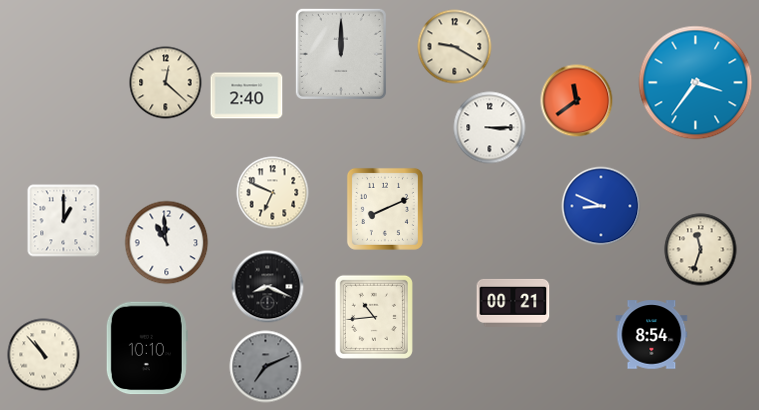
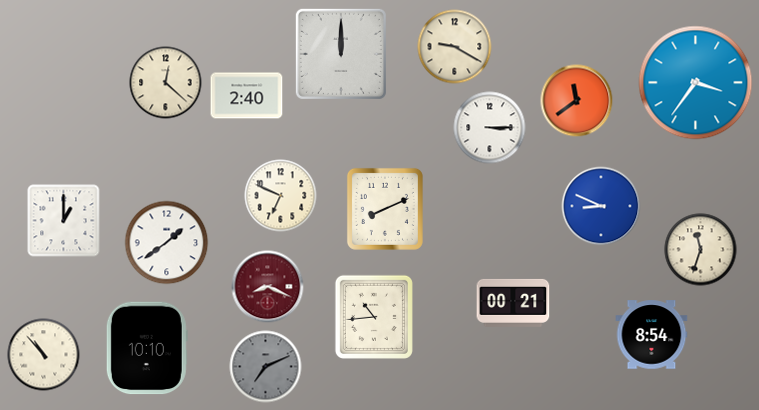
clock at (273, 193) position: (273, 193) -> (281, 196)
clock at (167, 243): 10:59 -> 1:39
clock at (268, 287) dial: black -> burgundy
